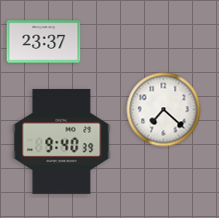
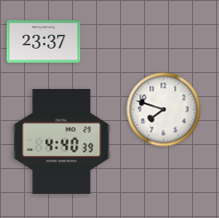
clock at (164, 110): 7:22 -> 7:48
clock at (62, 141): 9:40 -> 4:40
